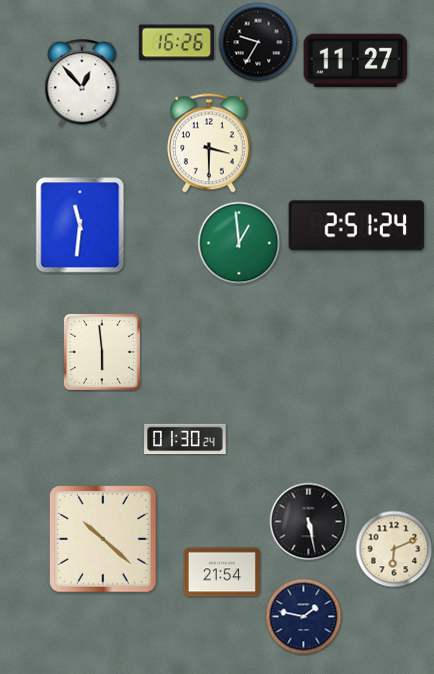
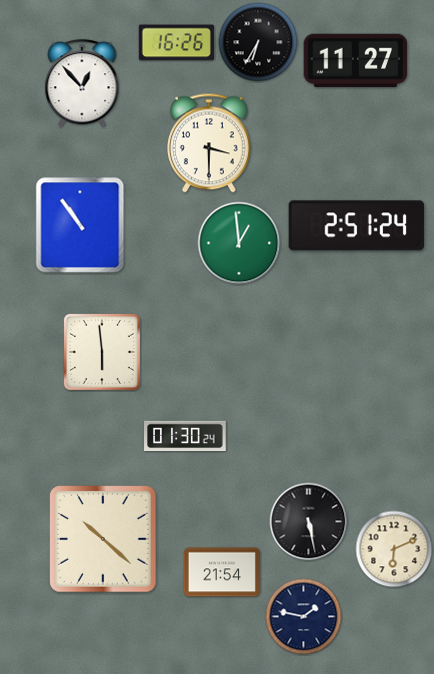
clock at (258, 42): 9:35 -> 6:35
clock at (80, 225): 11:31 -> 10:54
clock at (185, 439) position: (185, 439) -> (185, 436)
